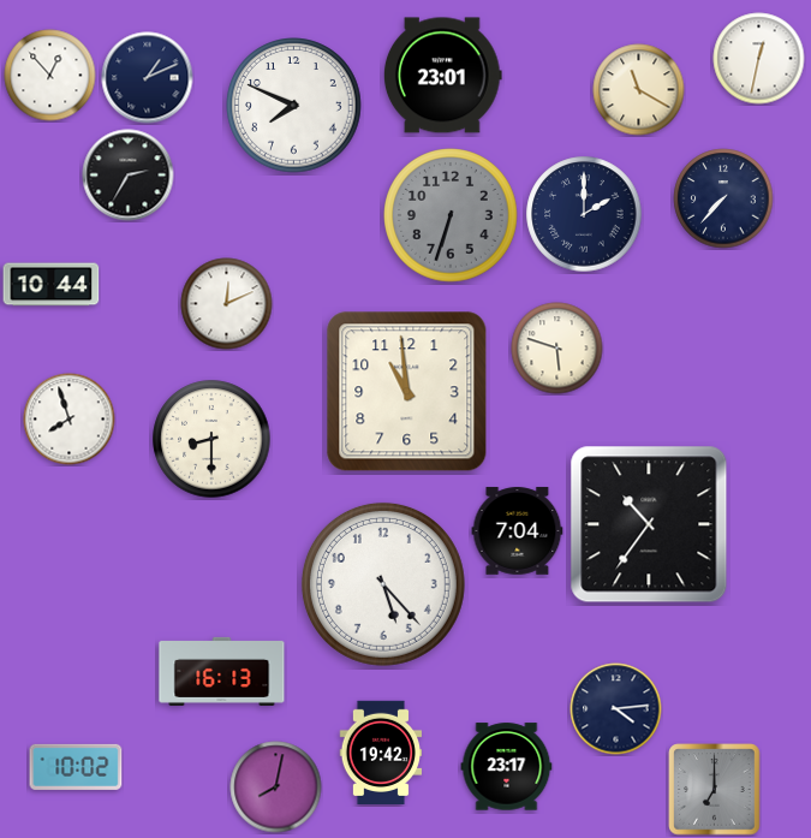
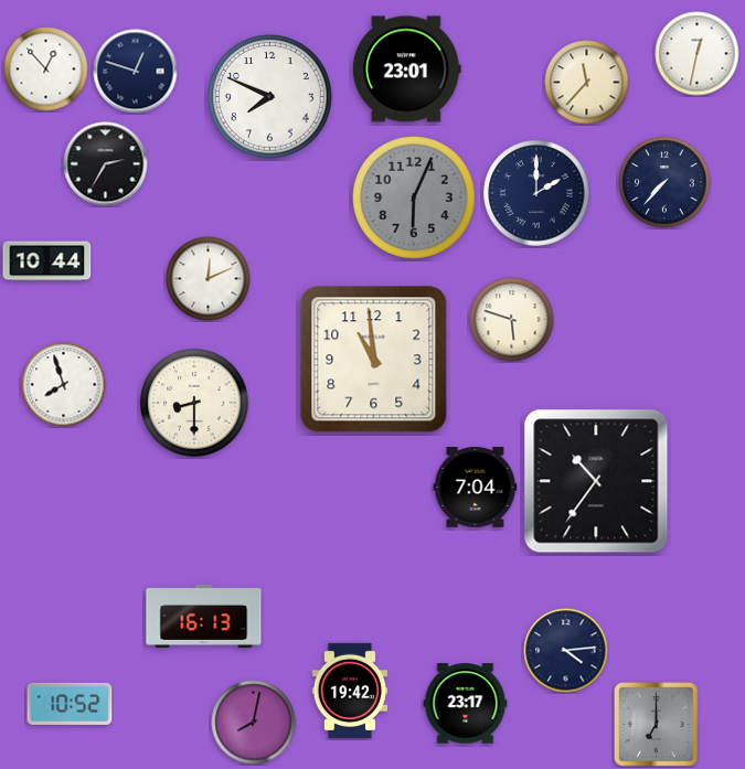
clock at (148, 78): 1:11 -> 12:48
clock at (639, 90): 11:20 -> 11:37
clock at (129, 176) position: (129, 176) -> (106, 164)
clock at (584, 214) position: (584, 214) -> (536, 193)
clock at (451, 215): 6:33 -> 6:04
clock at (383, 584): 5:23 -> none
clock at (76, 767): 10:02 -> 10:52
